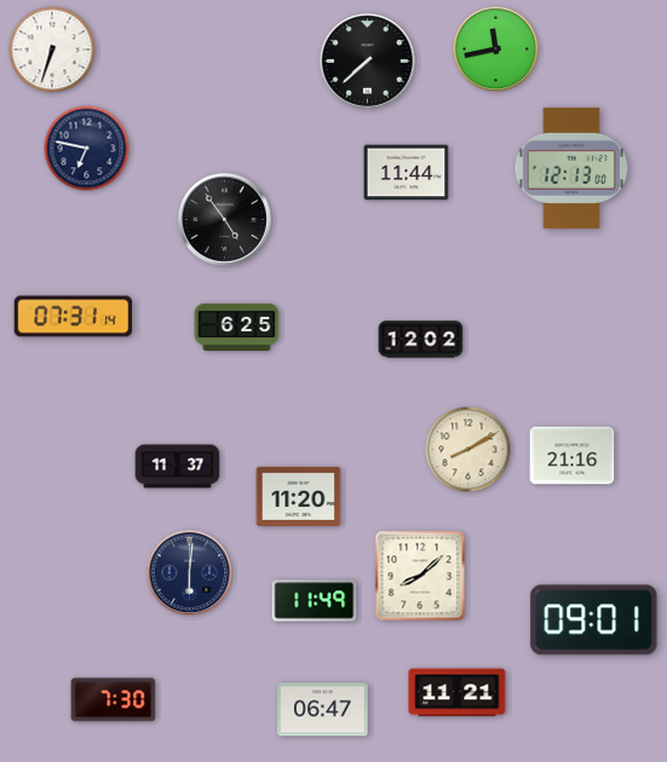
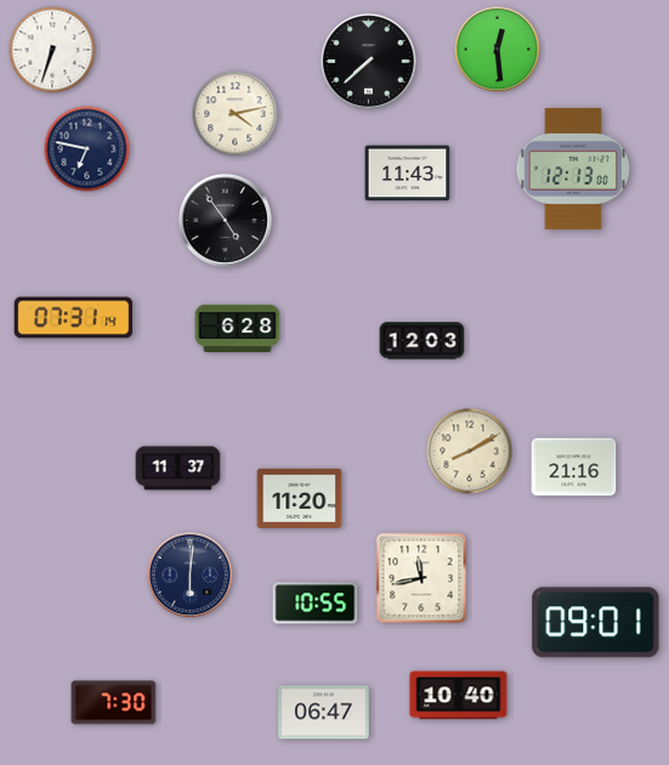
clock at (496, 50): 11:43 -> 12:29
clock at (236, 114): none -> 4:13
clock at (407, 173): 11:44 -> 11:43
clock at (237, 327): 6:25 -> 6:28
clock at (421, 340): 12:02 -> 12:03
clock at (573, 456) position: (573, 456) -> (574, 467)
clock at (420, 576): 8:08 -> 11:43
clock at (315, 601): 11:49 -> 10:55
clock at (458, 693): 11:21 -> 10:40
